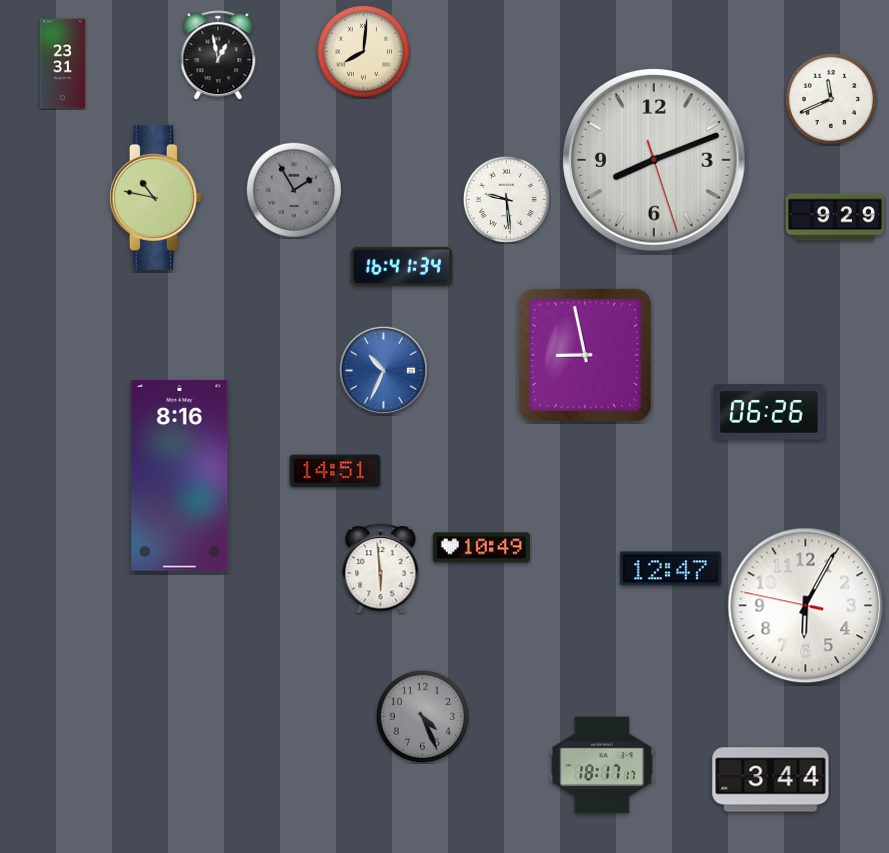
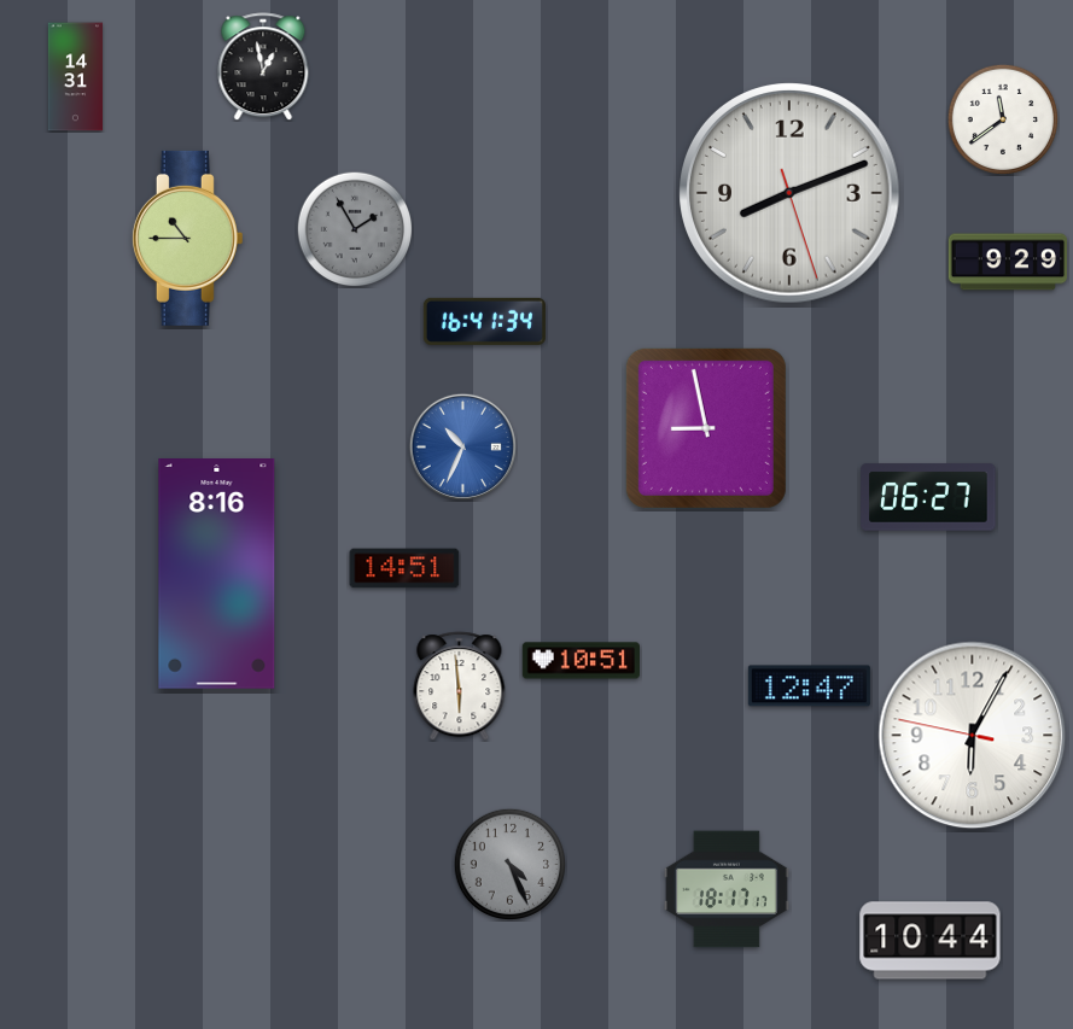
clock at (363, 51): 8:01 -> none
clock at (63, 64): 23:31 -> 14:31
clock at (830, 98): 11:41 -> 11:39
clock at (155, 197): 10:47 -> 10:45
clock at (506, 199): 9:29 -> none
clock at (769, 412): 06:26 -> 06:27
clock at (481, 548): 10:49 -> 10:51
clock at (806, 606) position: (806, 606) -> (973, 736)
clock at (602, 765) position: (602, 765) -> (727, 889)
clock at (771, 780): 3:44 -> 10:44
